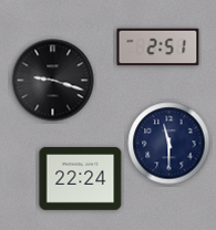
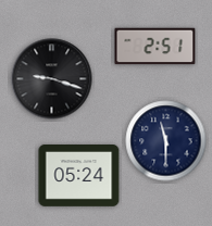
clock at (81, 179): 22:24 -> 05:24
